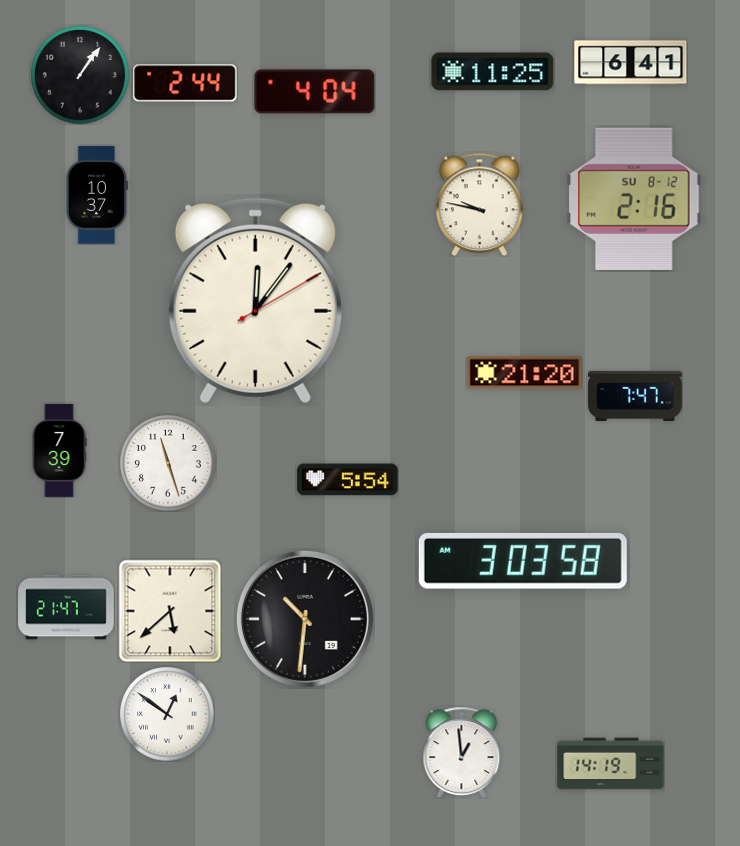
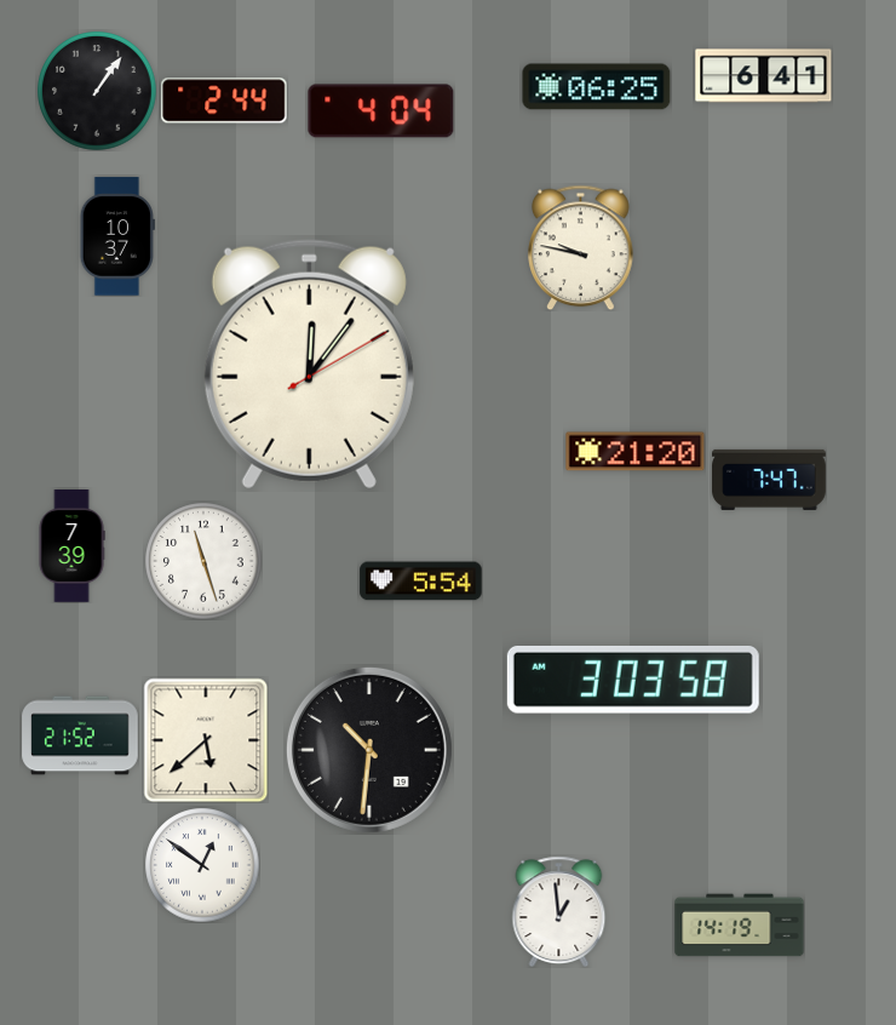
clock at (493, 72): 11:25 -> 06:25
clock at (635, 199): 2:16 -> none
clock at (66, 607): 21:47 -> 21:52
